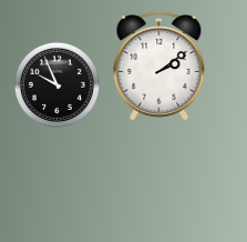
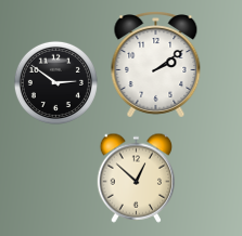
clock at (56, 84): 9:56 -> 2:51
clock at (137, 178): none -> 12:52
